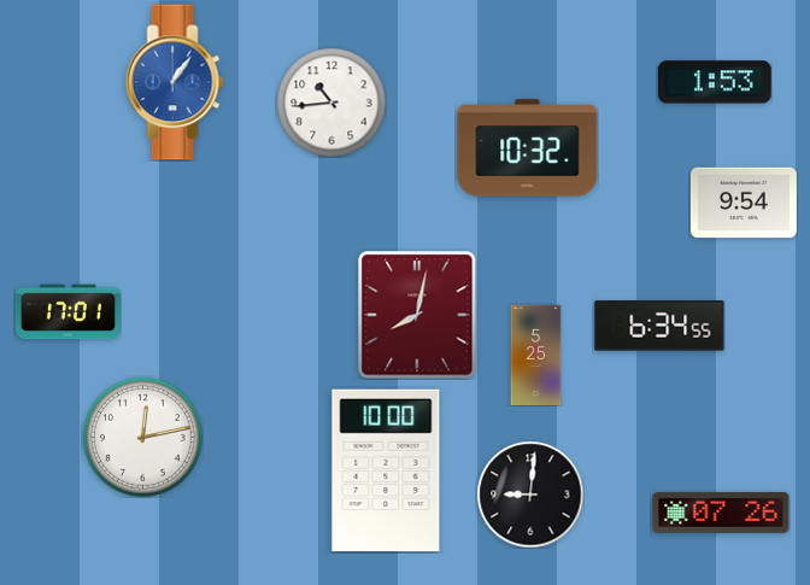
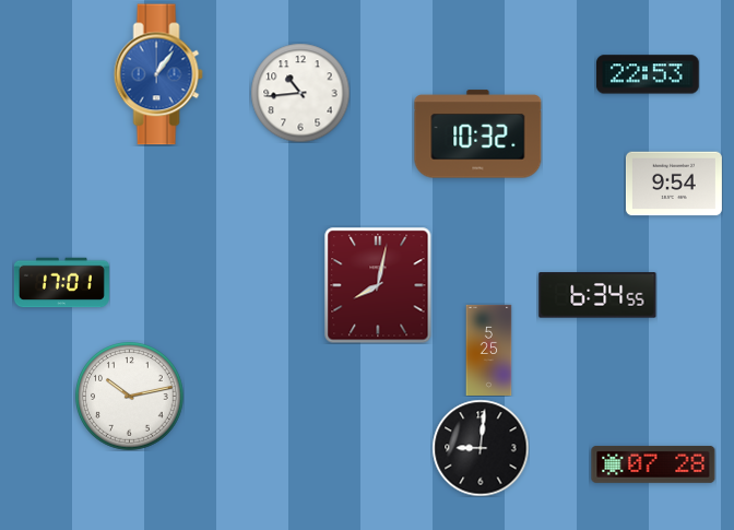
clock at (716, 82): 1:53 -> 22:53
clock at (536, 355) position: (536, 355) -> (489, 350)
clock at (143, 438): 12:13 -> 10:13
clock at (386, 470): 10:00 -> none
clock at (721, 513): 07:26 -> 07:28
